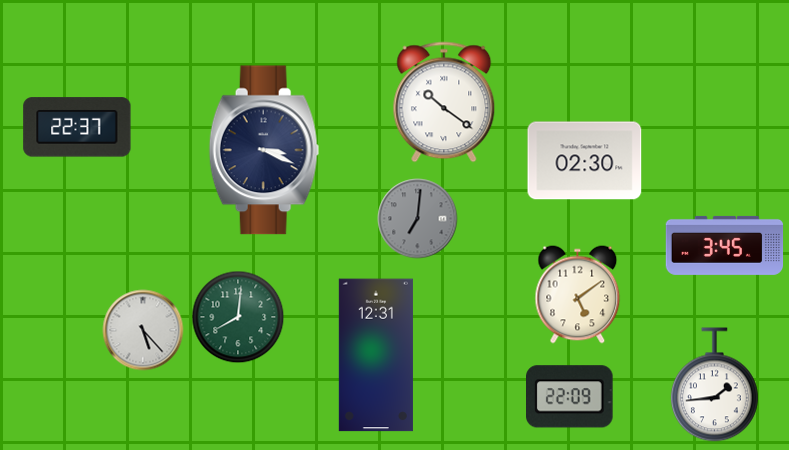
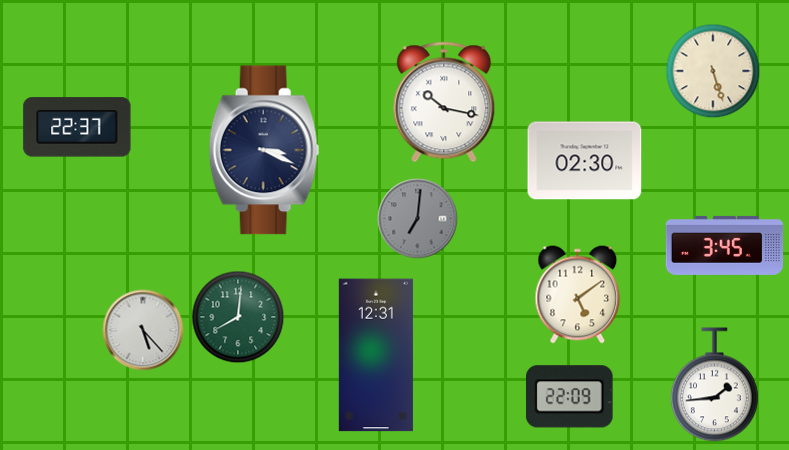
clock at (713, 71): none -> 5:27
clock at (444, 102): 10:21 -> 10:17
